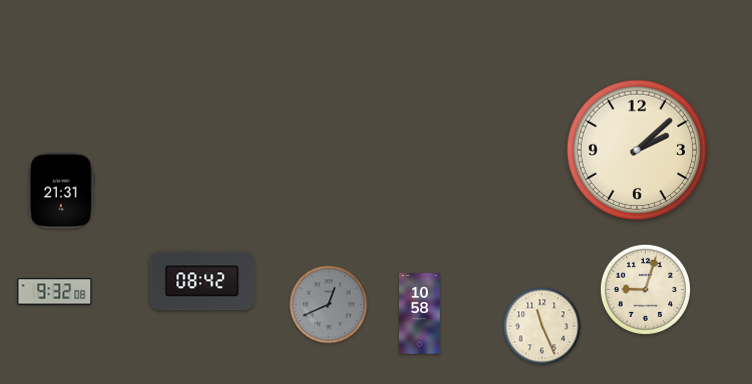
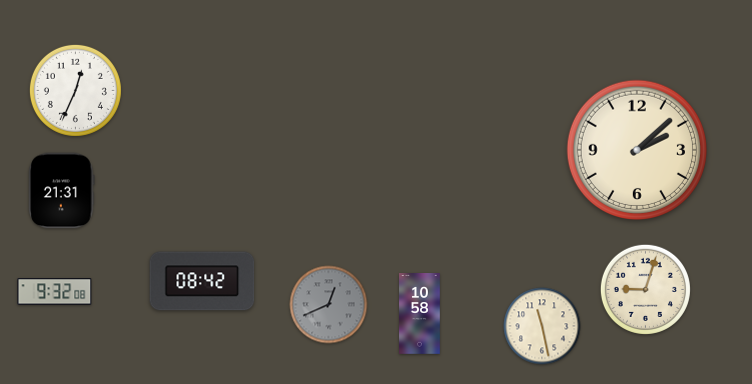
clock at (75, 90): none -> 12:34
clock at (542, 326): 11:26 -> 11:28
